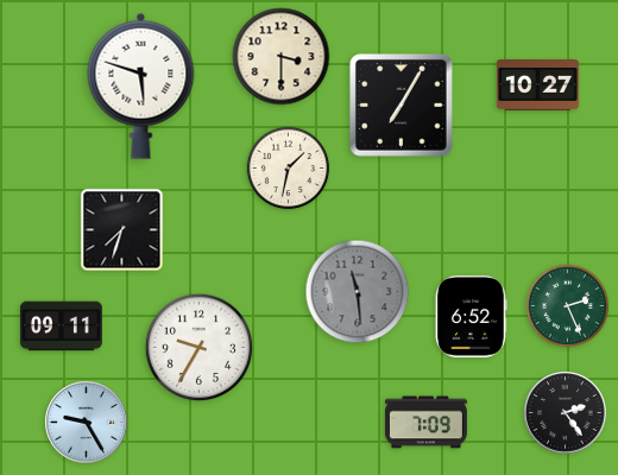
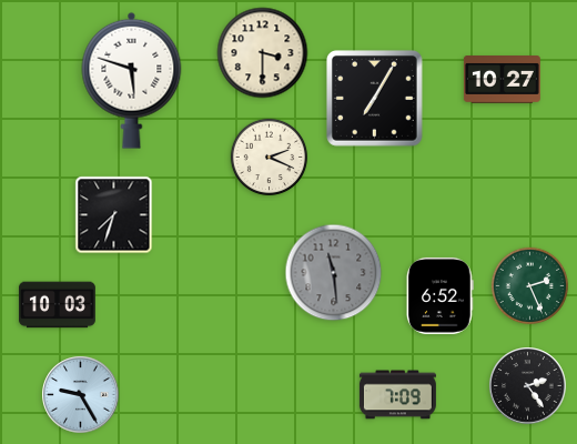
clock at (289, 169): 1:32 -> 2:19
clock at (61, 327): 09:11 -> 10:03
clock at (198, 347): 9:35 -> none
